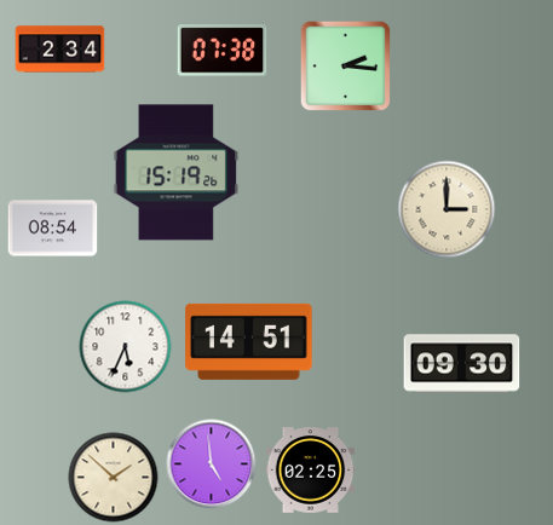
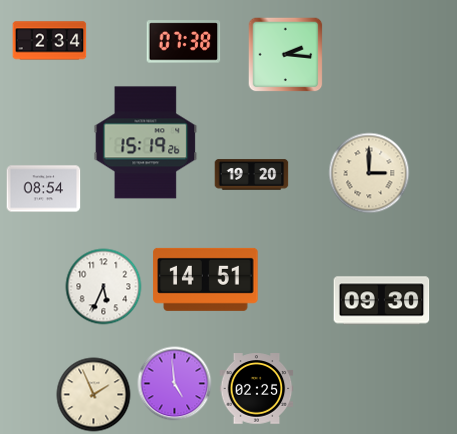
clock at (252, 175): none -> 19:20
clock at (249, 341) position: (249, 341) -> (206, 279)
clock at (114, 478): 1:52 -> 1:56
